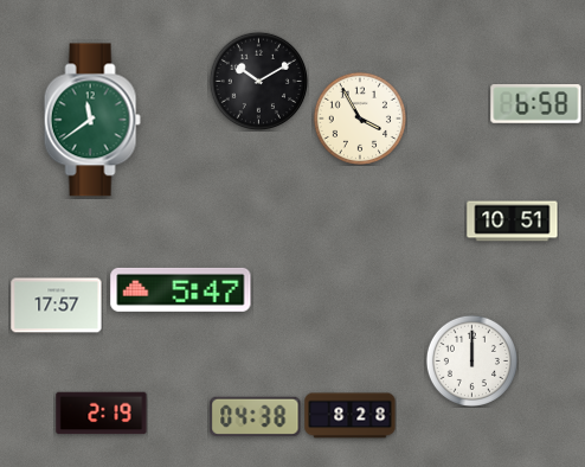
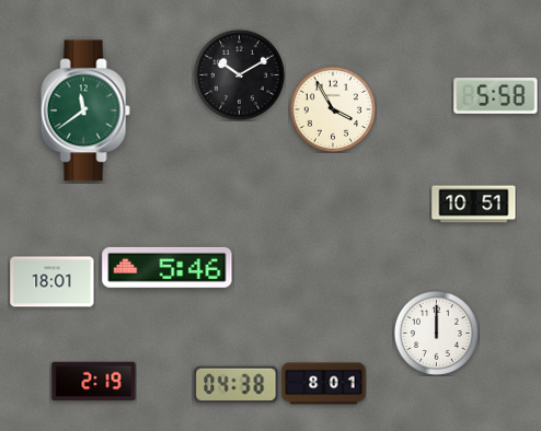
clock at (536, 104): 6:58 -> 5:58
clock at (181, 289): 5:47 -> 5:46
clock at (57, 306): 17:57 -> 18:01
clock at (351, 416): 8:28 -> 8:01
